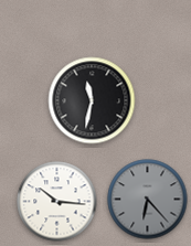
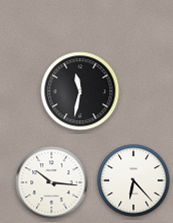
clock at (92, 100) position: (92, 100) -> (80, 91)
clock at (148, 200) dial: grey -> white
